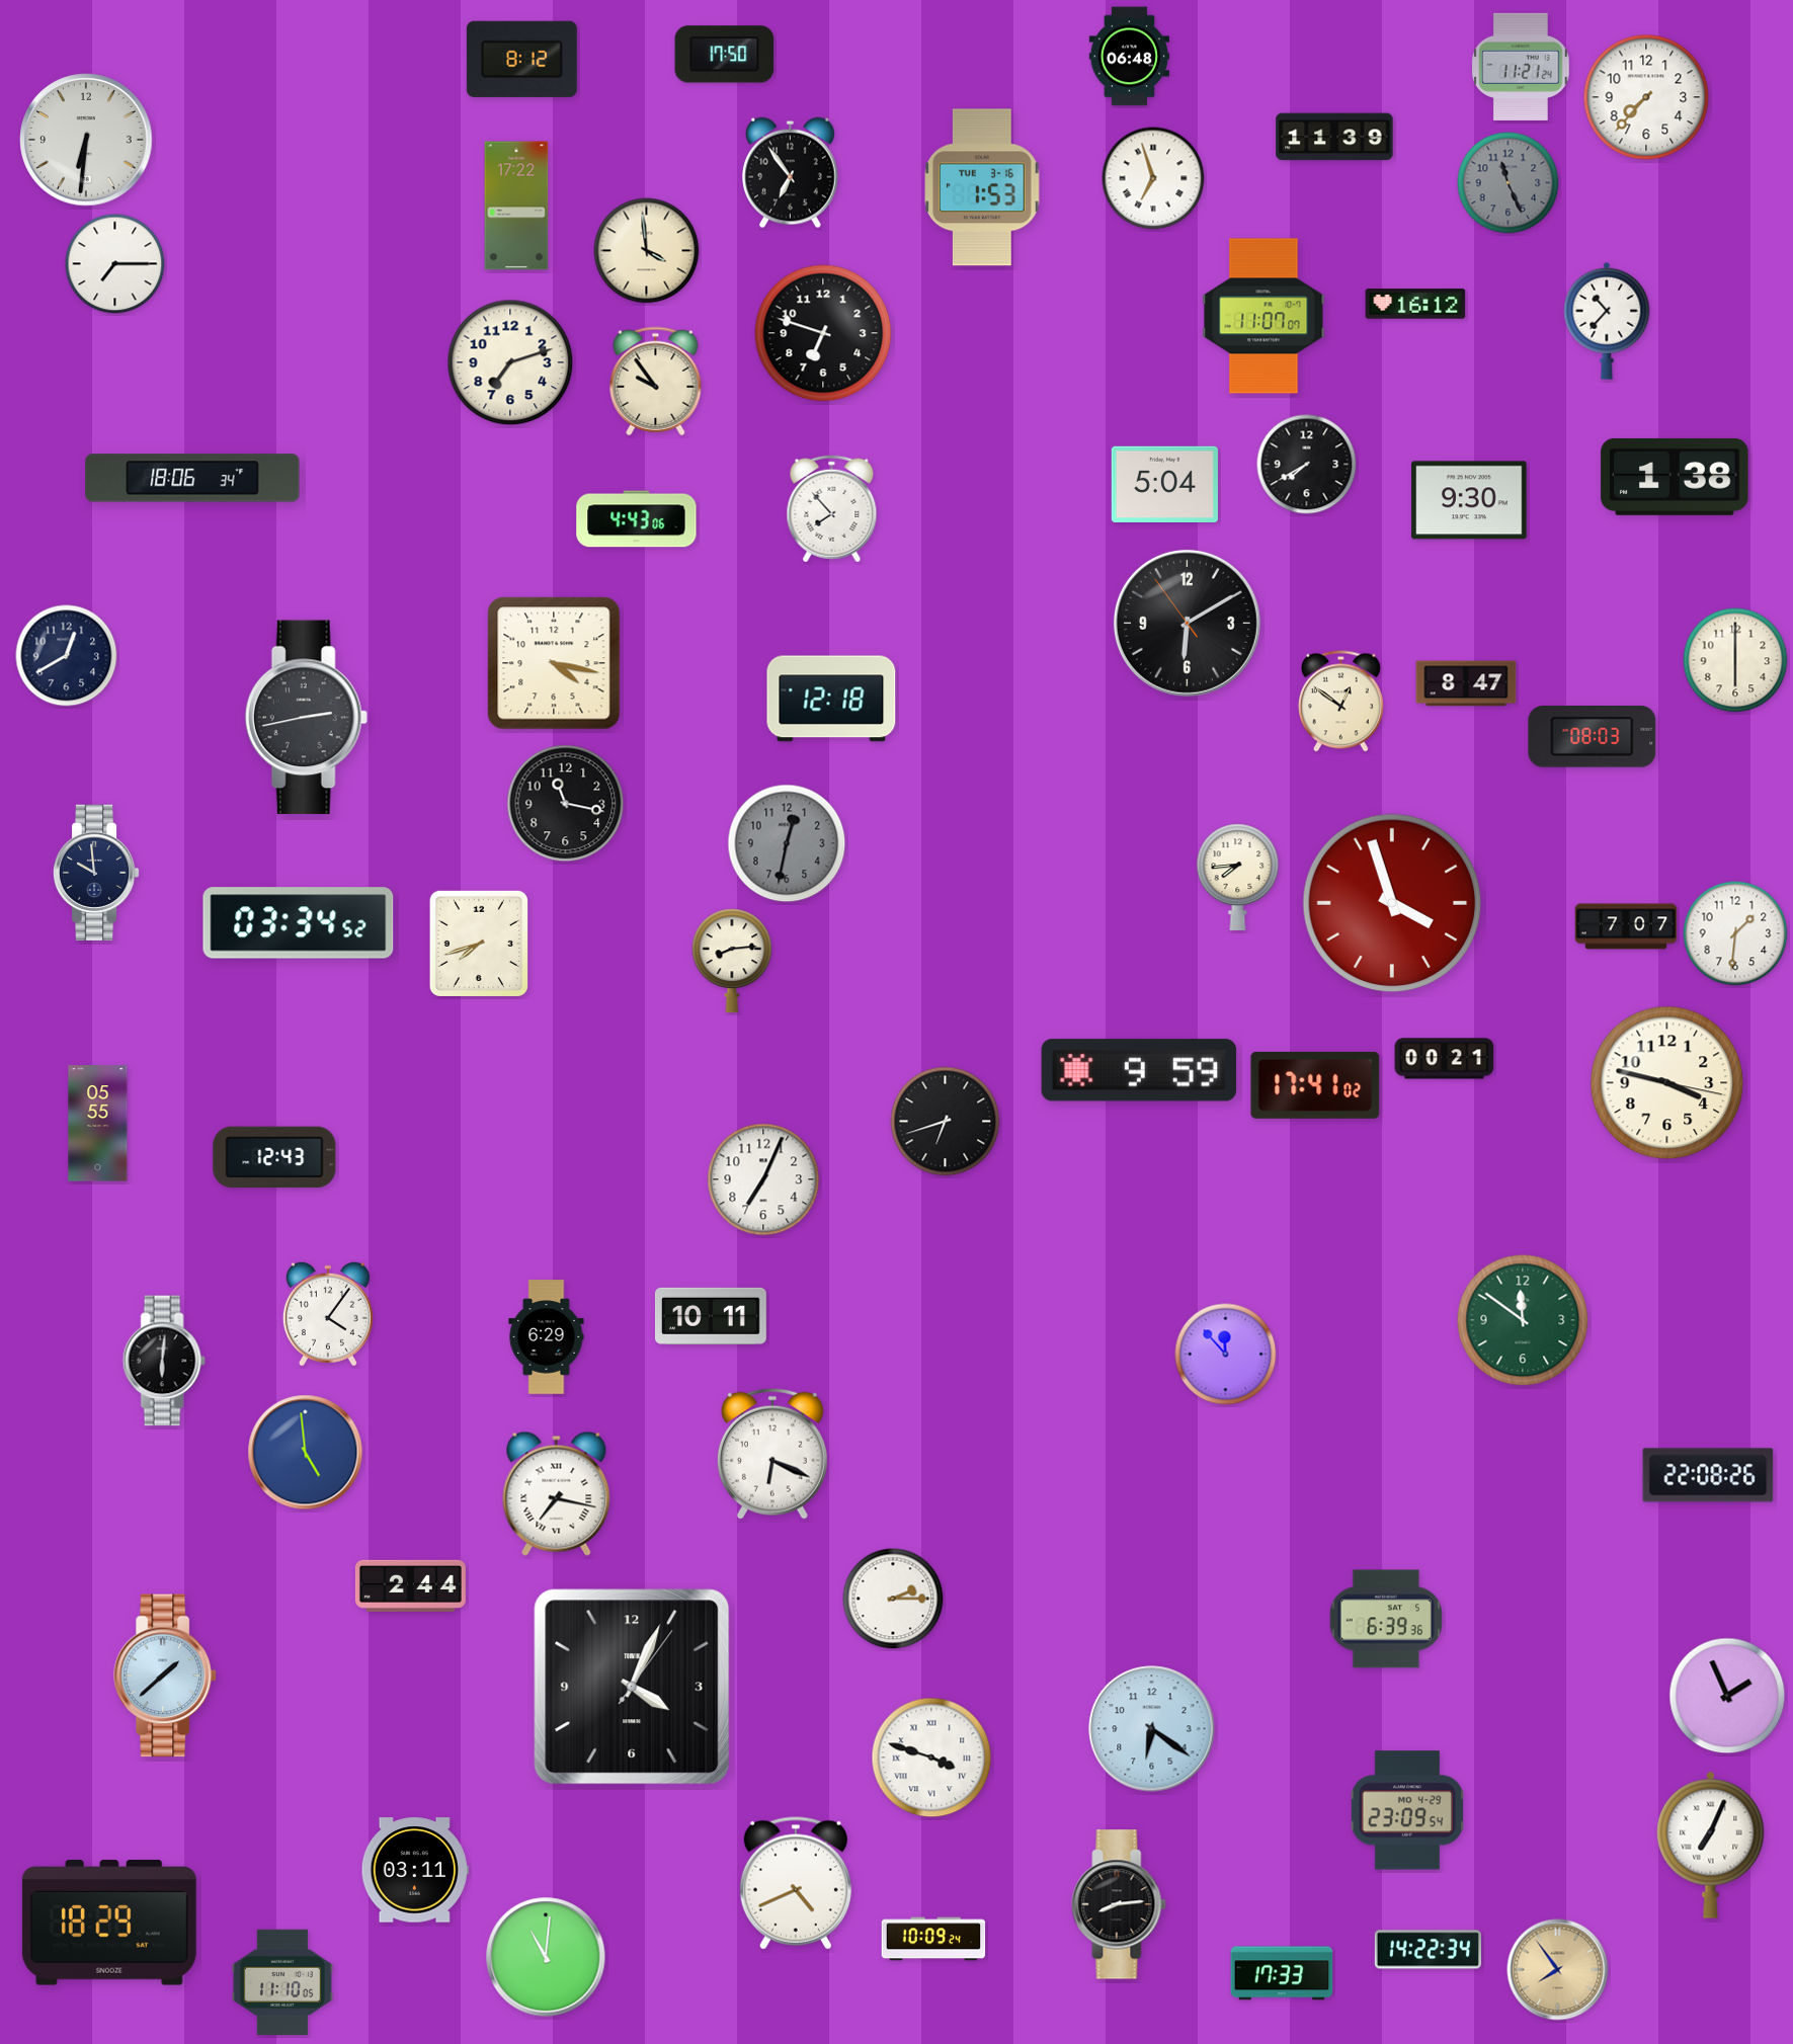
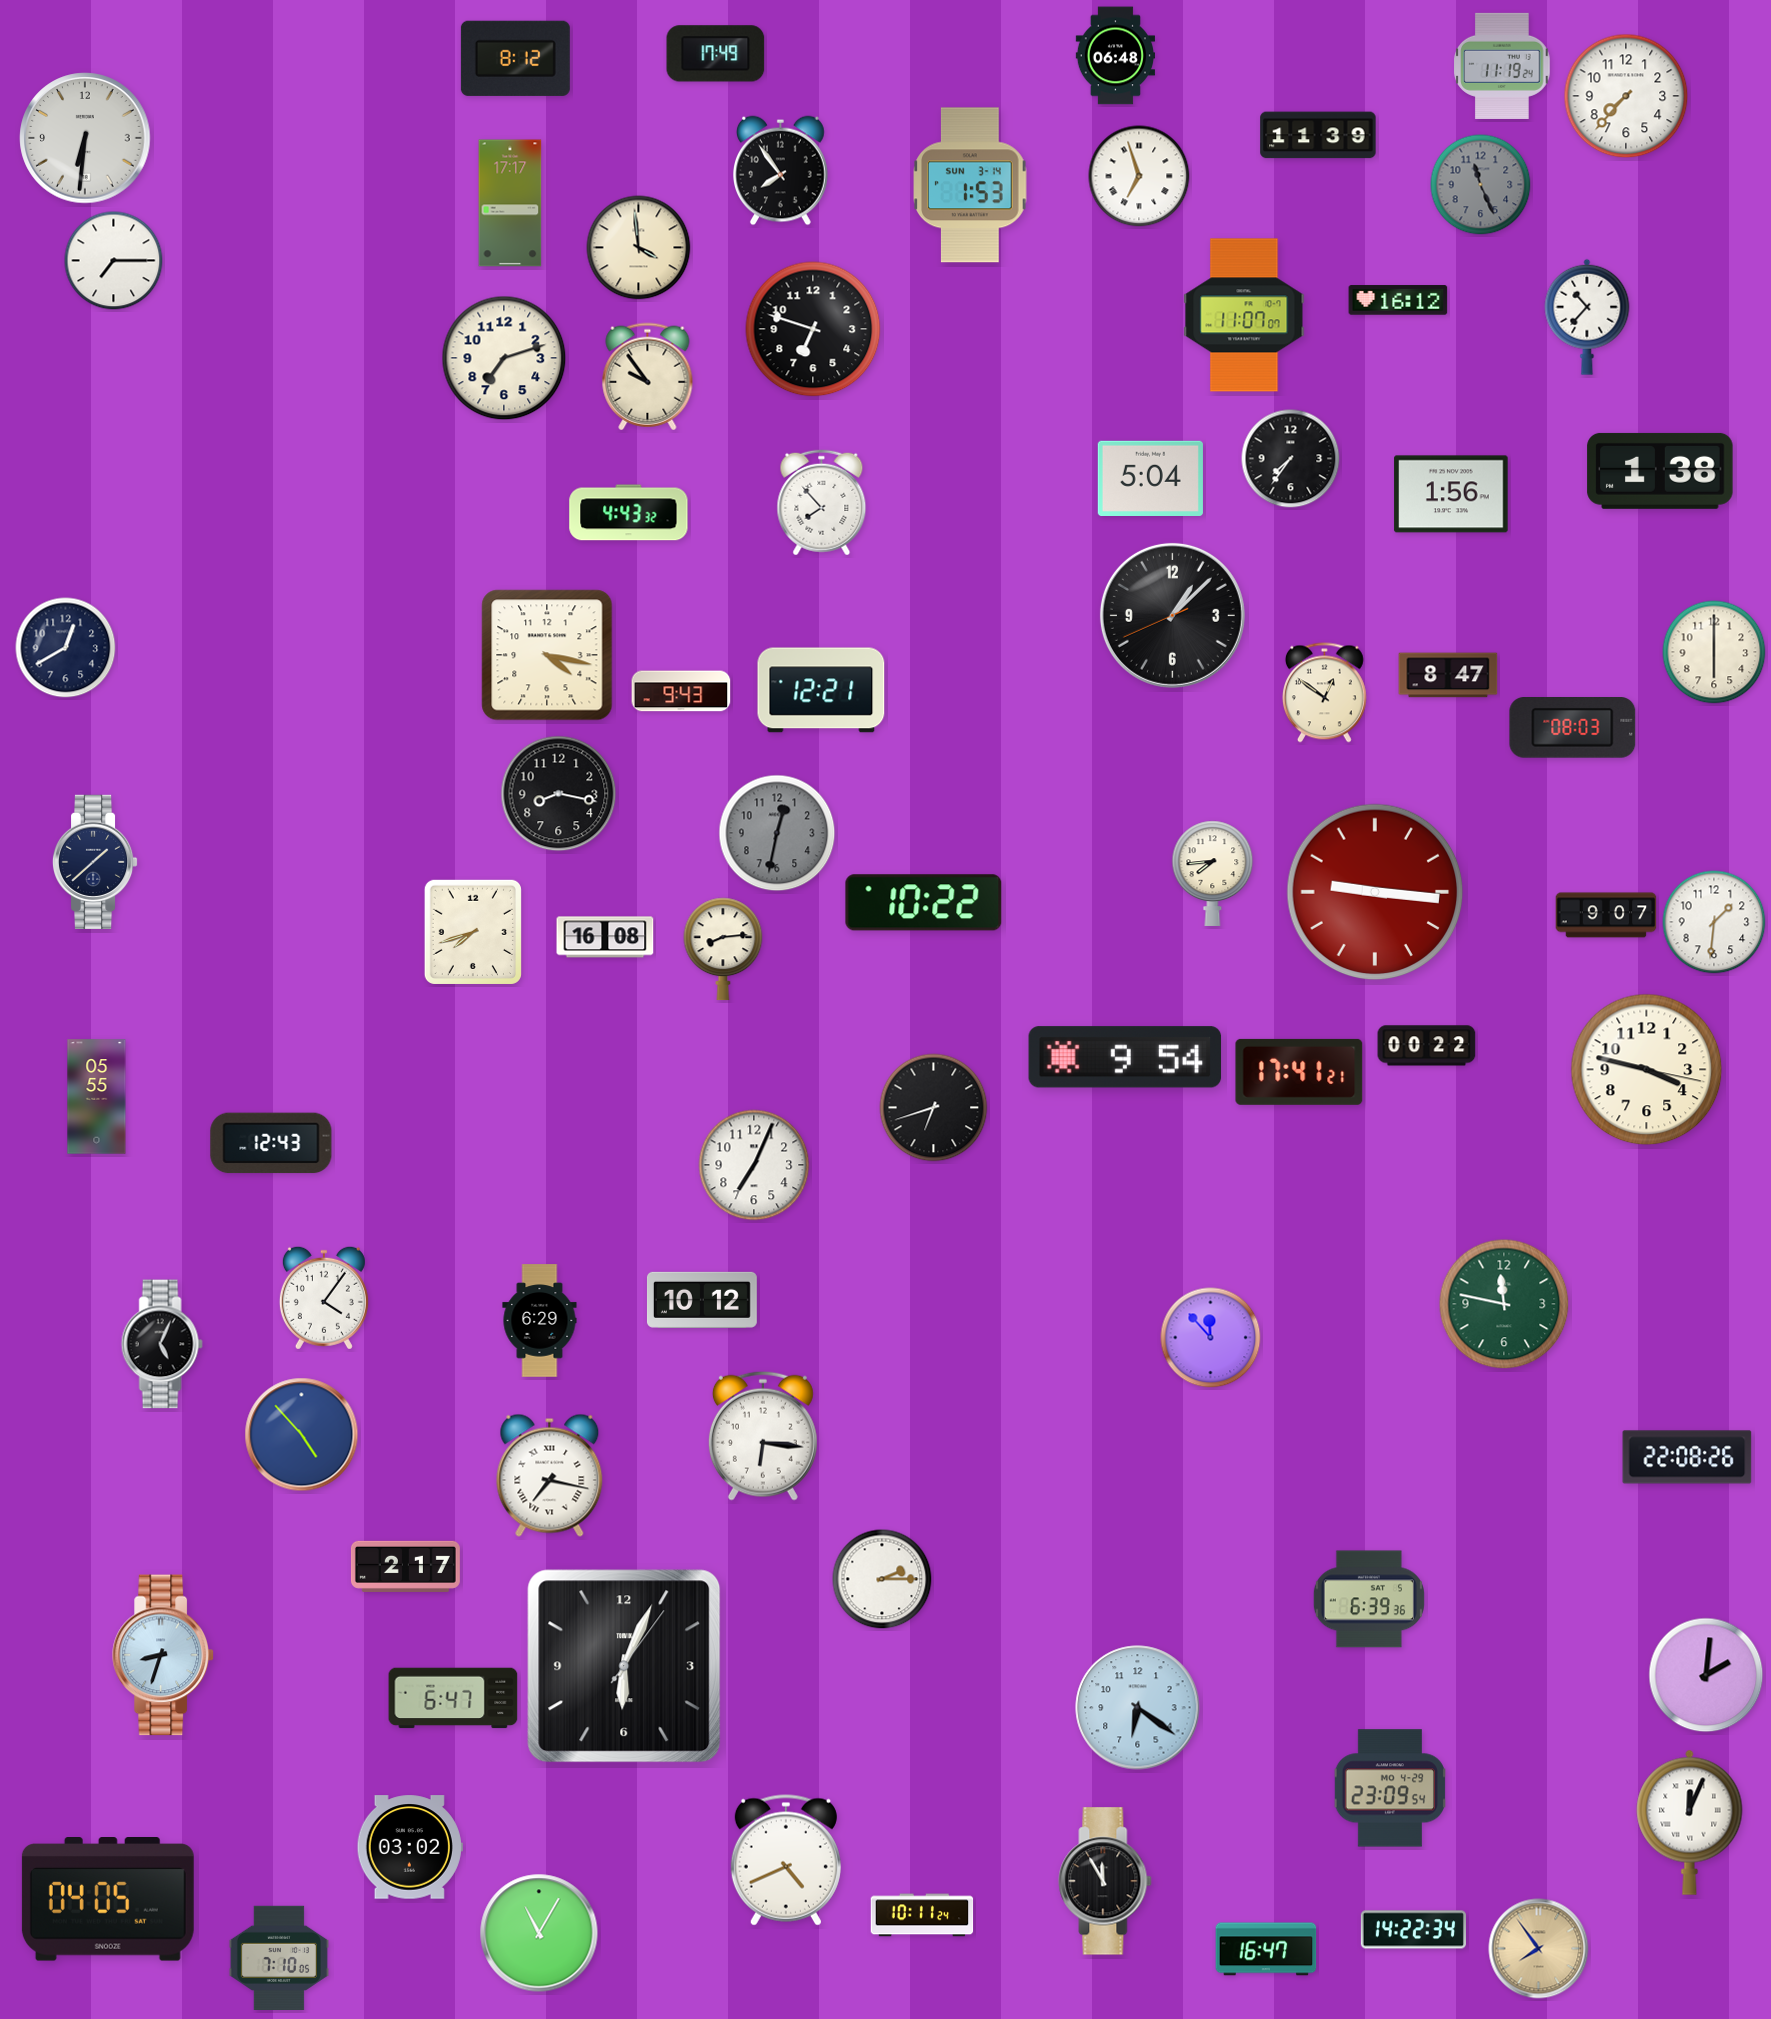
clock at (725, 55): 17:50 -> 17:49
clock at (1521, 67): 11:21 -> 11:19
clock at (791, 173): 6:54 -> 7:54
clock at (1509, 183) position: (1509, 183) -> (1481, 185)
clock at (982, 187) date: TUE 3-16 -> SUN 3-14
clock at (516, 206): 17:22 -> 17:17
clock at (1264, 316) position: (1264, 316) -> (1244, 315)
clock at (1307, 465): 7:40 -> 7:36
clock at (1675, 477) position: (1675, 477) -> (1660, 471)
clock at (192, 478): 18:06 -> none
clock at (1469, 500): 9:30 -> 1:56
clock at (637, 519): 4:43:06 -> 4:43:32
clock at (1187, 623): 6:09 -> 1:07
clock at (831, 699): 12:18 -> 12:21
clock at (681, 691): none -> 9:43
clock at (306, 718): 2:43 -> none
clock at (566, 804): 11:17 -> 8:17
clock at (96, 872): 9:59 -> 1:38
clock at (1238, 877) position: (1238, 877) -> (1213, 873)
clock at (1392, 903): 3:57 -> 9:16
clock at (924, 903): none -> 10:22
clock at (299, 923): 03:34 -> none
clock at (1626, 926): 7:07 -> 9:07
clock at (605, 937): none -> 16:08
clock at (1445, 1059): 00:21 -> 00:22
clock at (1139, 1070): 9:59 -> 9:54
clock at (1315, 1085): 17:41:02 -> 17:41:21
clock at (98, 1124) position: (98, 1124) -> (97, 1097)
clock at (711, 1316): 10:11 -> 10:12
clock at (1523, 1320): 11:51 -> 11:47
clock at (164, 1361): 6:01 -> 5:04
clock at (306, 1453): 4:59 -> 4:53
clock at (772, 1454): 6:19 -> 6:16
clock at (410, 1585): 2:44 -> 2:17
clock at (165, 1675): 1:38 -> 8:33
clock at (632, 1687): 4:04 -> 6:04
clock at (1727, 1696): 1:56 -> 2:01
clock at (453, 1698): none -> 6:47
clock at (931, 1757): 3:48 -> none
clock at (1711, 1845): 7:04 -> 12:04
clock at (415, 1870): 03:11 -> 03:02
clock at (1119, 1904): 8:14 -> 11:55
clock at (109, 1924): 18:29 -> 04:05
clock at (933, 1939): 10:09 -> 10:11
clock at (1428, 1950) position: (1428, 1950) -> (1413, 1930)
clock at (546, 1957): 11:01 -> 11:05
clock at (1558, 1970) position: (1558, 1970) -> (1539, 1949)
clock at (1282, 1973): 17:33 -> 16:47
clock at (282, 1981): 11:10 -> 7:10
